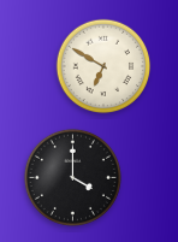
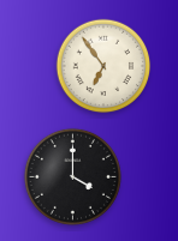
clock at (103, 66): 6:50 -> 6:54
